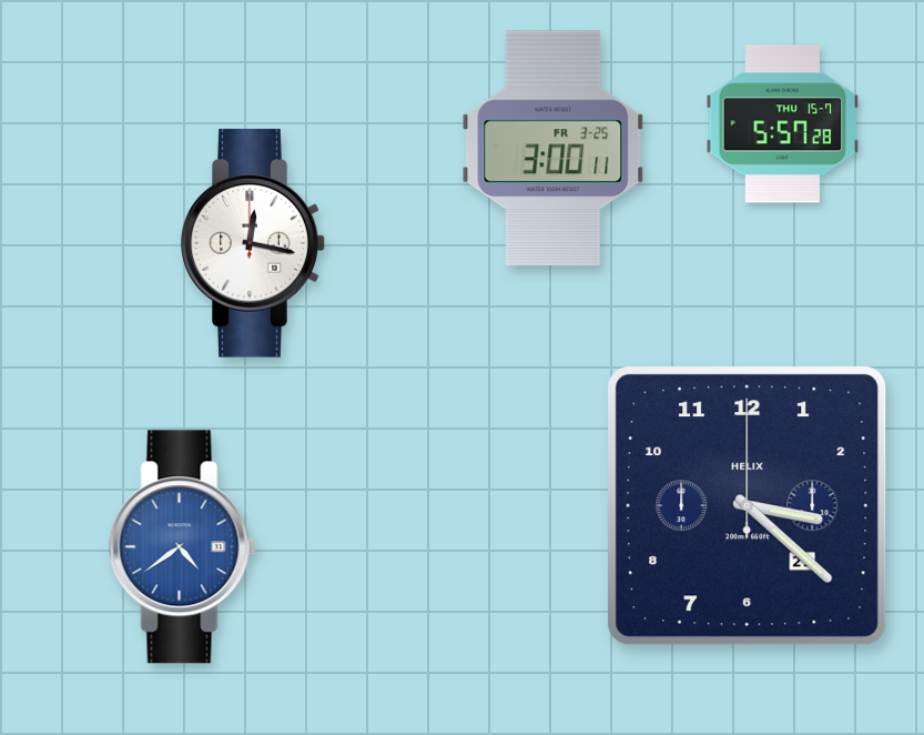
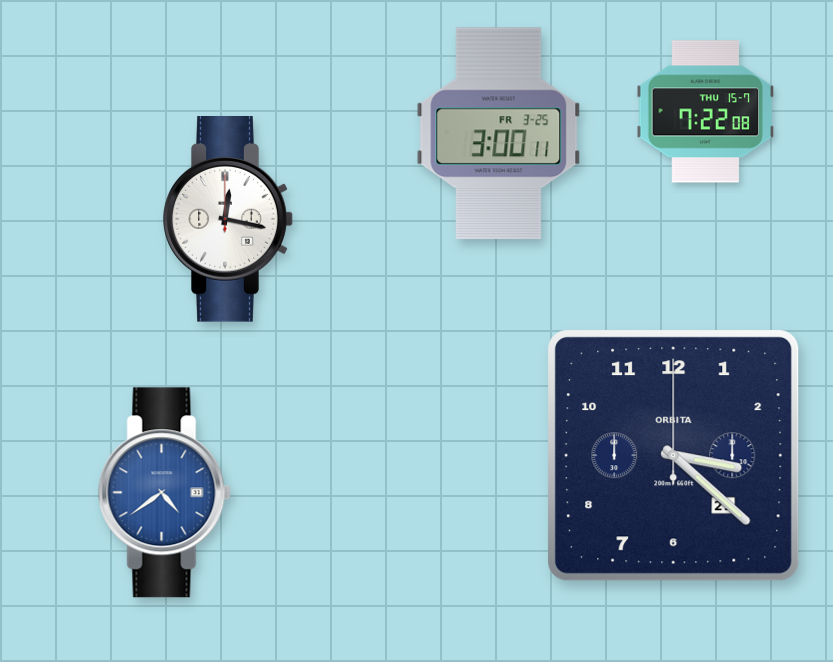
clock at (783, 124): 5:57 -> 7:22
clock at (748, 506) brand: HELIX -> ORBITA
